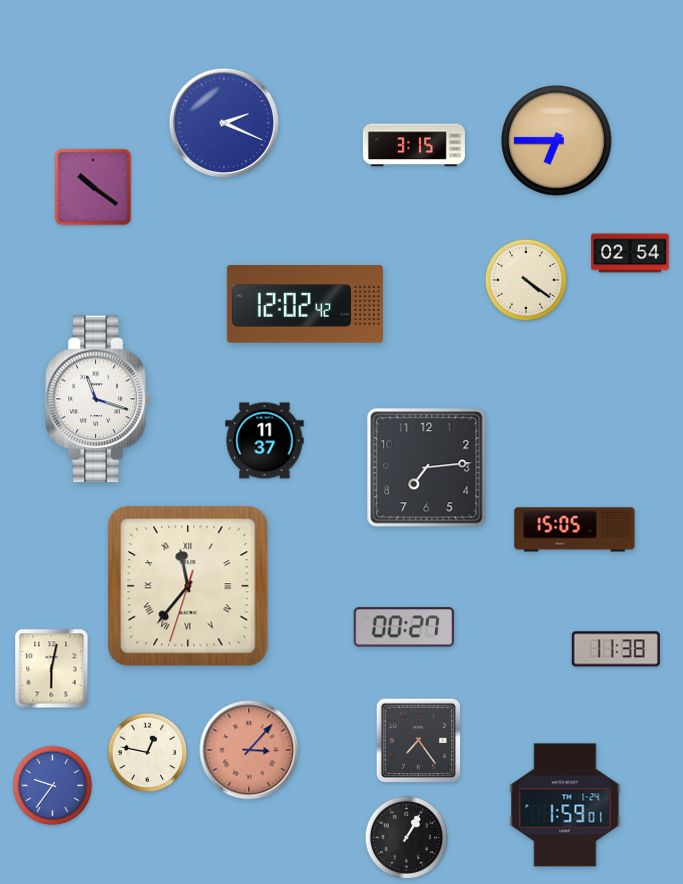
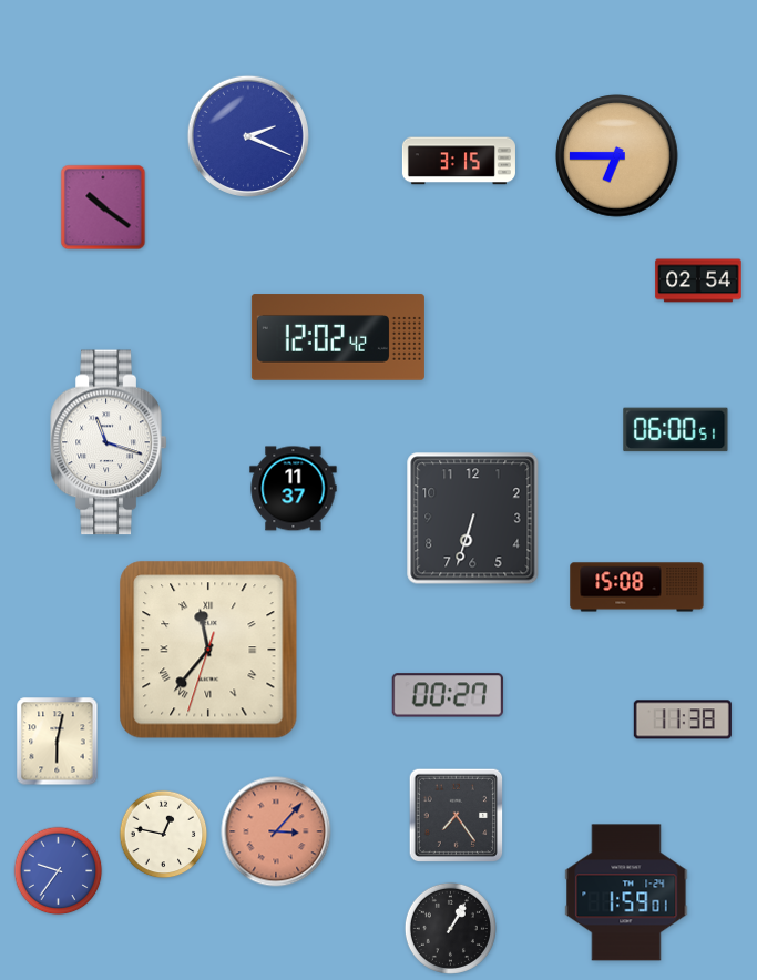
clock at (526, 280): 4:21 -> none
clock at (676, 430): none -> 06:00
clock at (427, 468): 7:14 -> 6:33
clock at (575, 530): 15:05 -> 15:08
clock at (419, 741) position: (419, 741) -> (457, 816)
